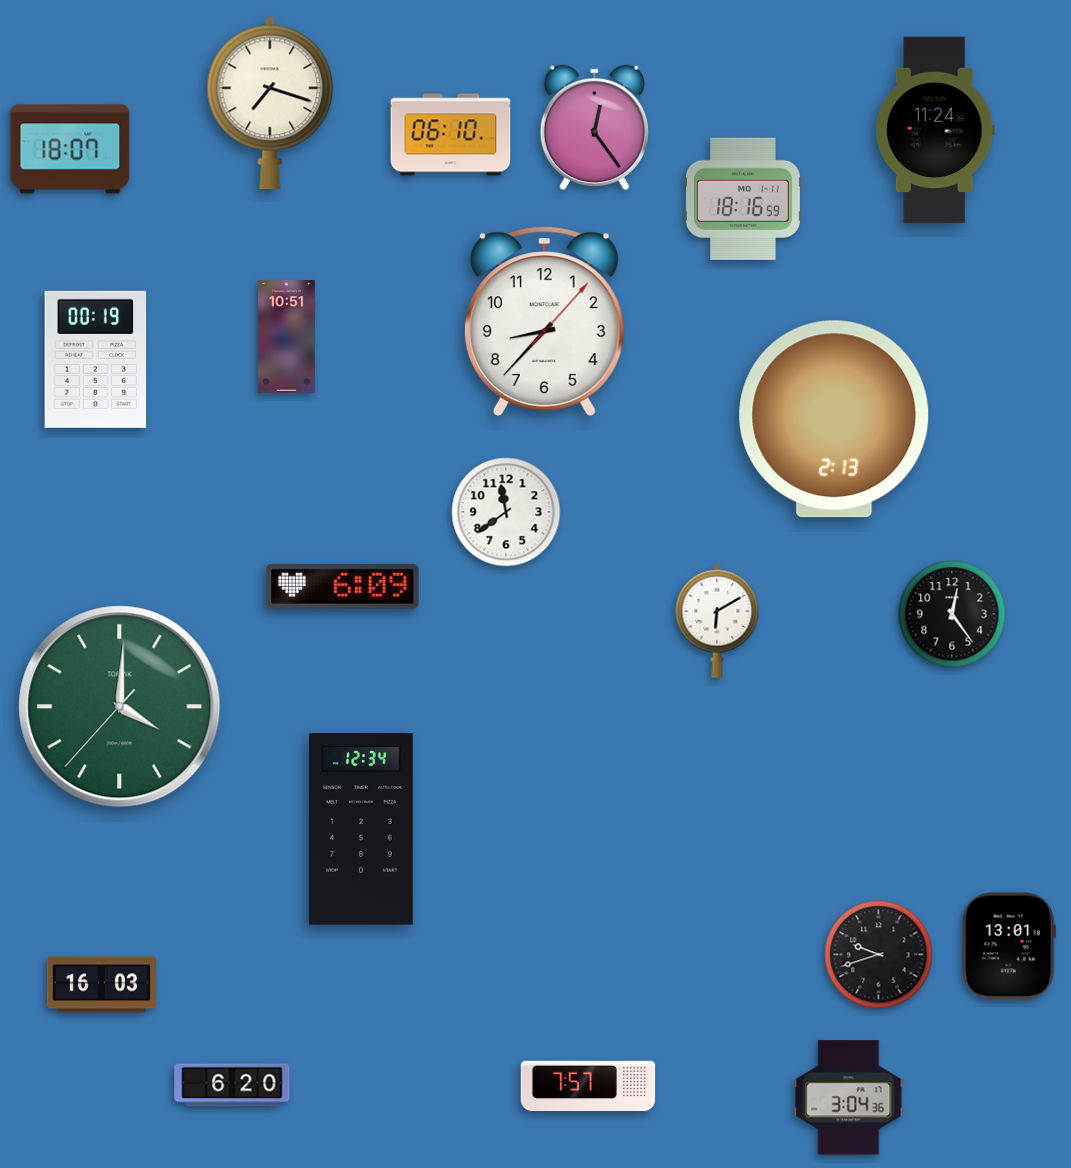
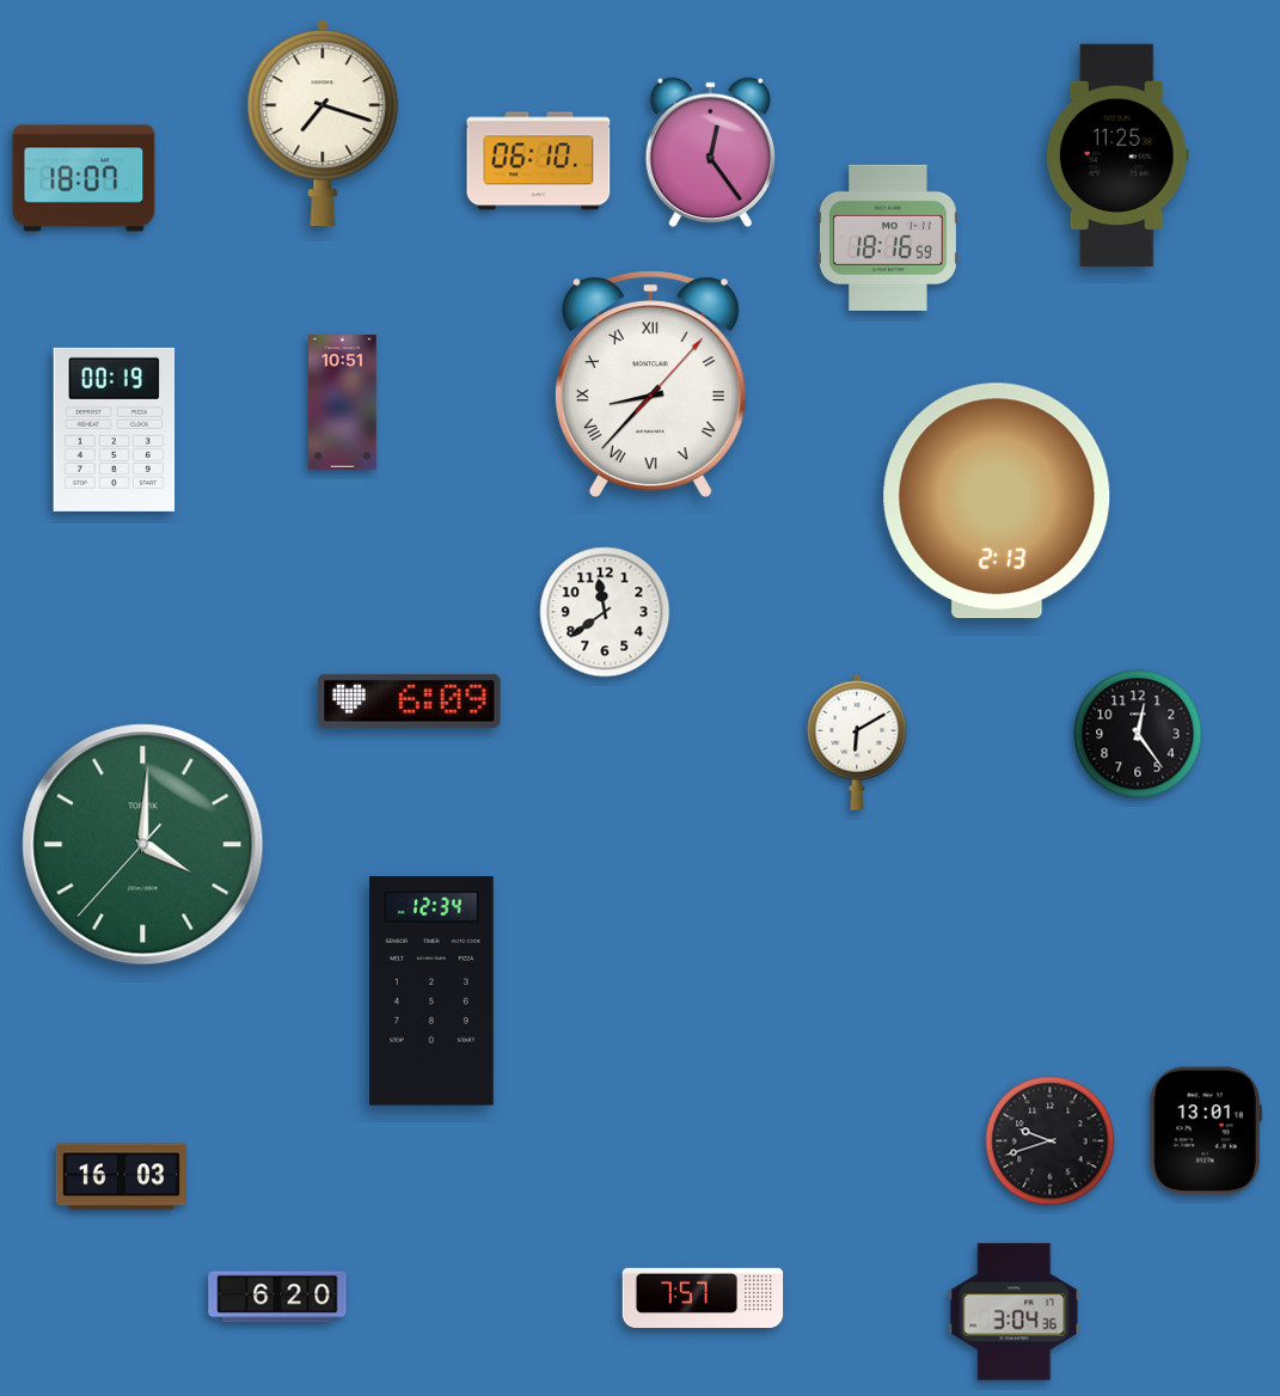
clock at (935, 130): 11:24 -> 11:25
clock at (544, 321) numerals: Arabic -> Roman
